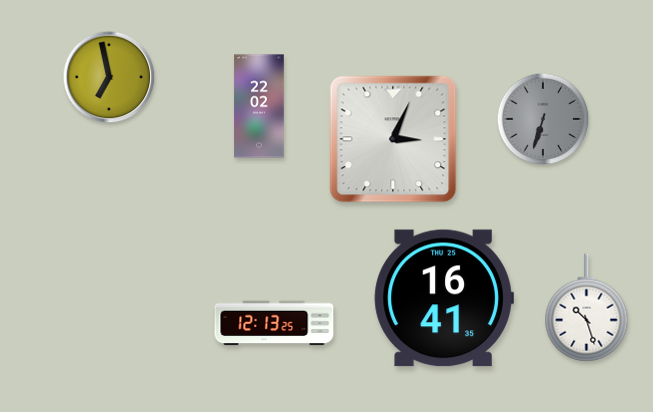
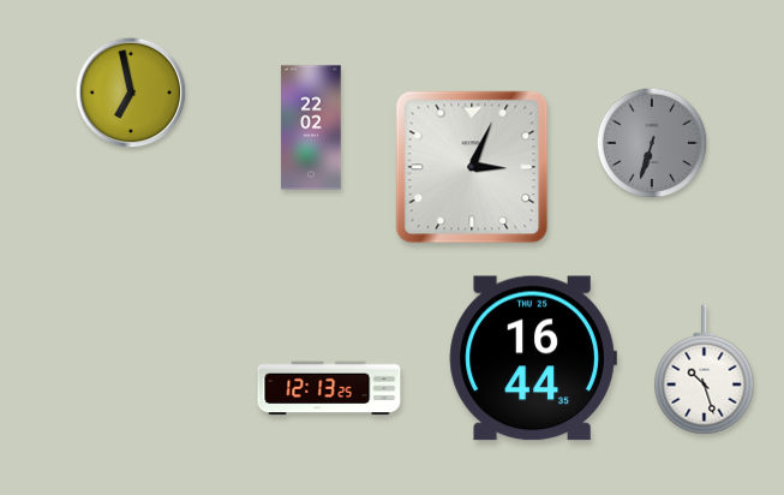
clock at (444, 298): 16:41 -> 16:44
